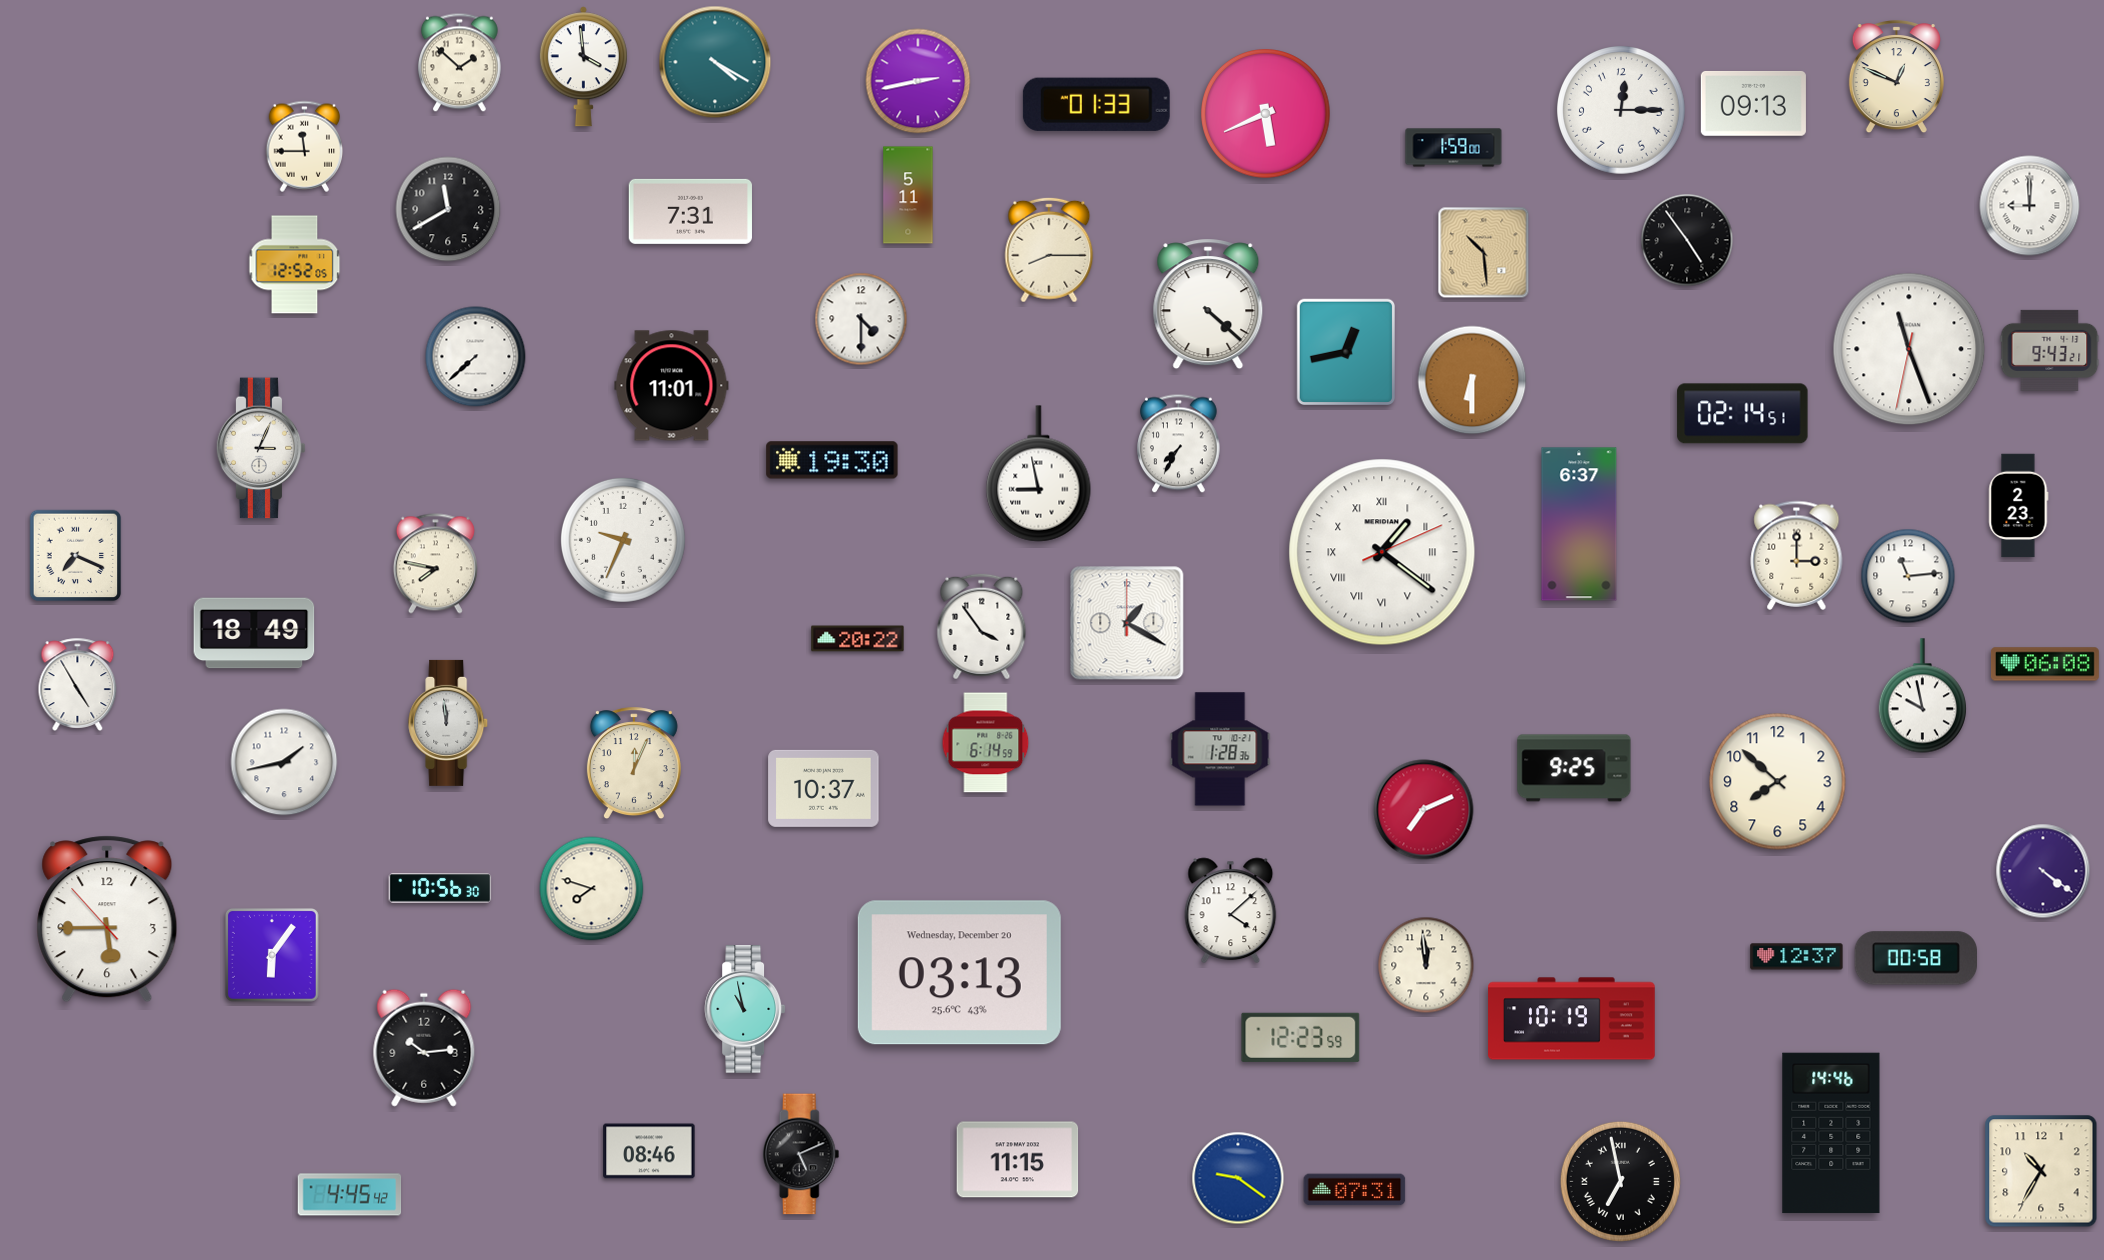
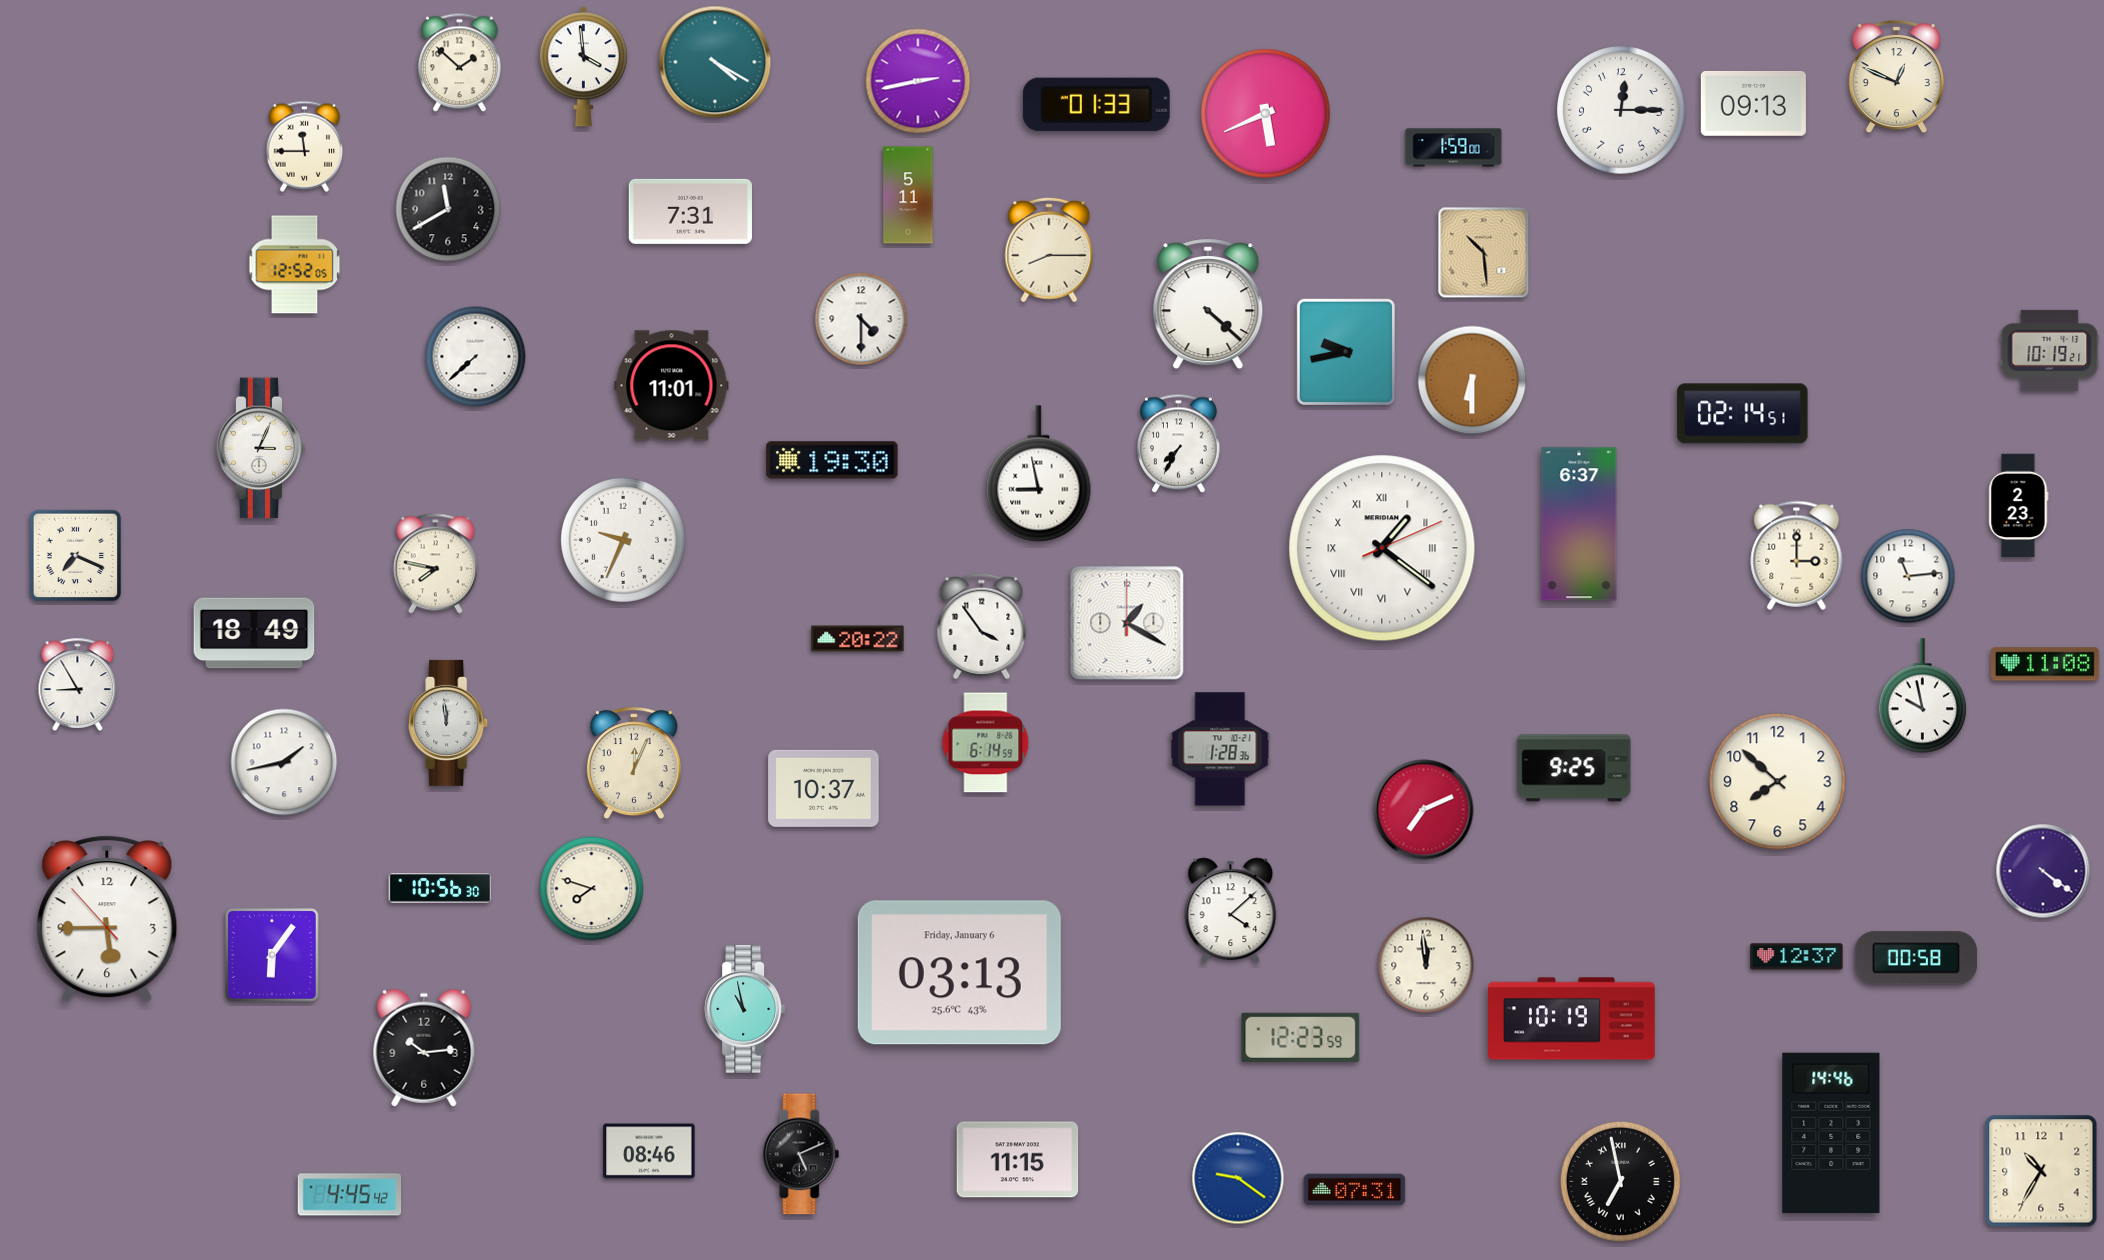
clock at (2030, 206): 9:00 -> none
clock at (1687, 240): 4:54 -> none
clock at (1909, 349): 11:26 -> none
clock at (2050, 350): 9:43 -> 10:19
clock at (1345, 351): 12:43 -> 9:43
clock at (1382, 552) position: (1382, 552) -> (1382, 548)
clock at (2045, 664): 06:08 -> 11:08
clock at (78, 684): 4:55 -> 8:55
clock at (959, 973) date: Wednesday, December 20 -> Friday, January 6
